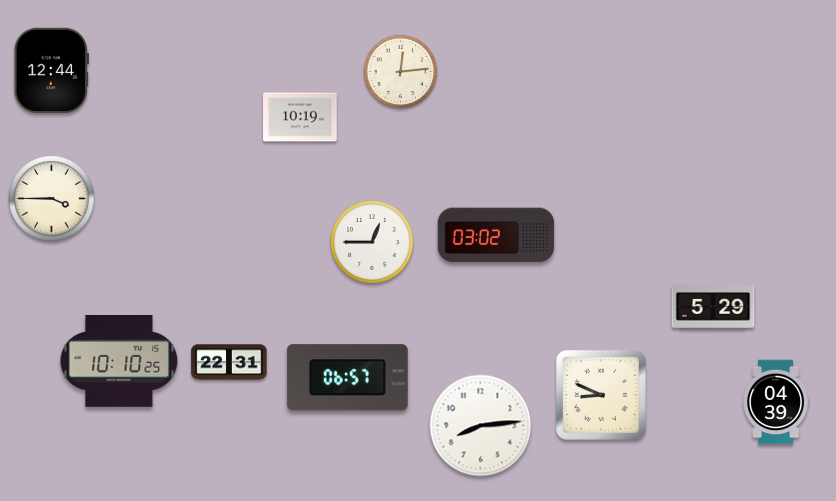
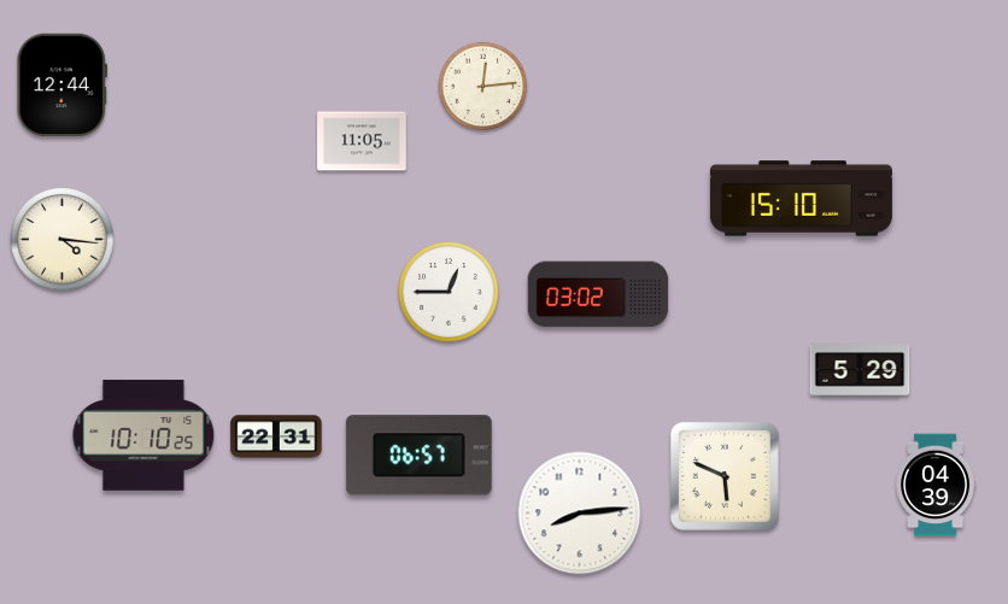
clock at (300, 117): 10:19 -> 11:05
clock at (801, 199): none -> 15:10
clock at (52, 199): 3:45 -> 4:16
clock at (496, 235) position: (496, 235) -> (598, 294)
clock at (601, 395): 8:49 -> 5:49
